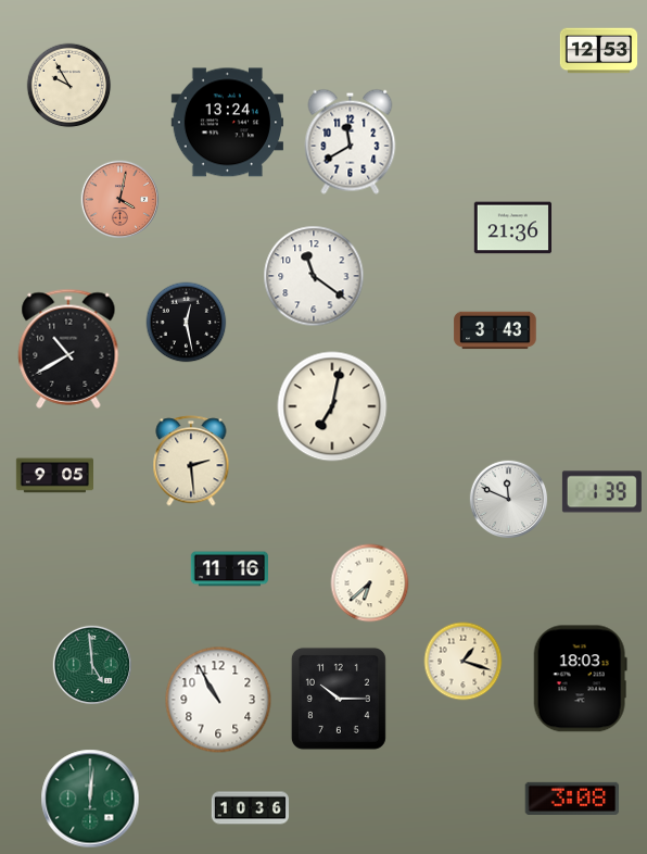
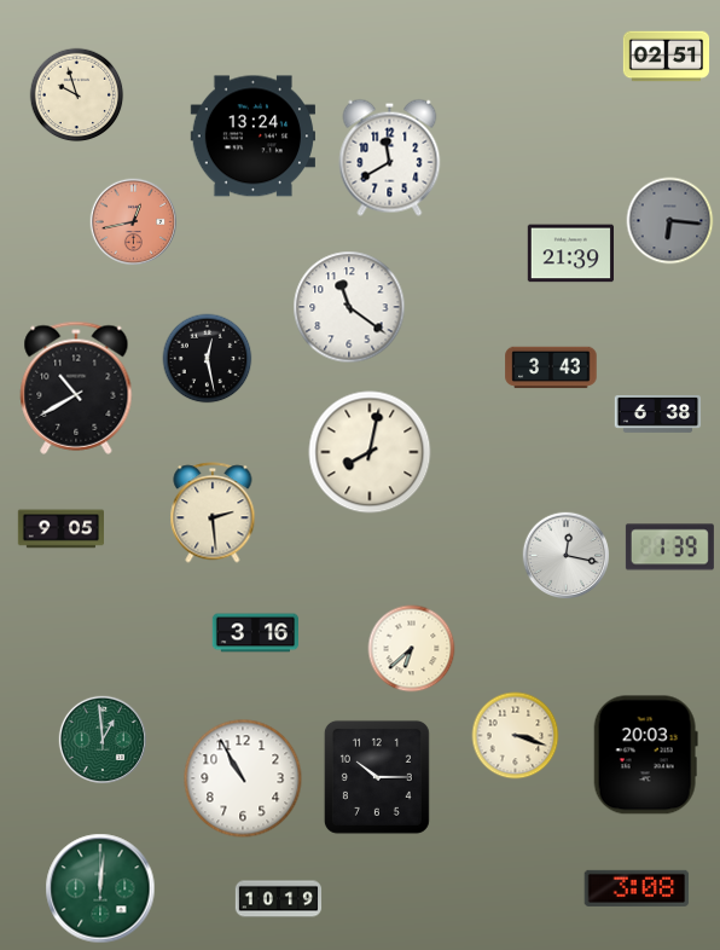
clock at (599, 51): 12:53 -> 02:51
clock at (69, 86): 9:55 -> 9:57
clock at (670, 221): none -> 6:16
clock at (120, 200): 4:02 -> 12:43
clock at (512, 228): 21:36 -> 21:39
clock at (658, 415): none -> 6:38
clock at (332, 406): 7:02 -> 8:02
clock at (509, 500): 11:49 -> 12:17
clock at (229, 569): 11:16 -> 3:16
clock at (464, 662): 1:18 -> 3:18
clock at (91, 664): 4:59 -> 12:59
clock at (580, 679): 18:03 -> 20:03
clock at (251, 808): 10:36 -> 10:19
